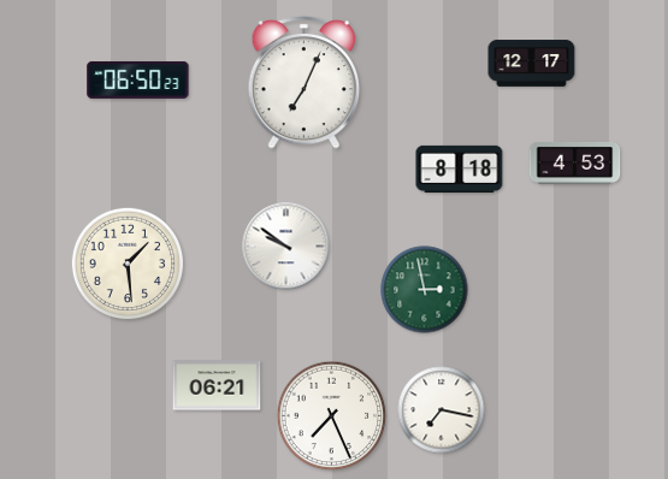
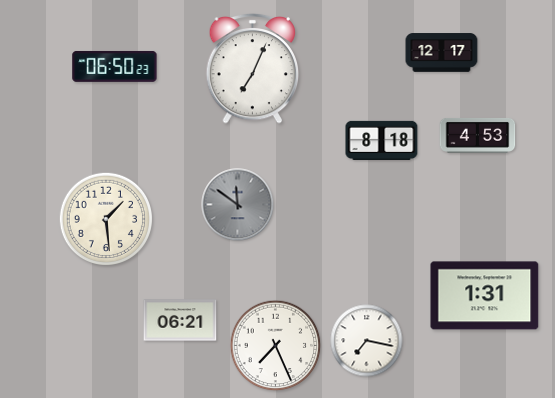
clock at (286, 247): 9:51 -> 11:51
clock at (286, 247) dial: white -> grey
clock at (425, 290): 2:58 -> none
clock at (485, 296): none -> 1:31
